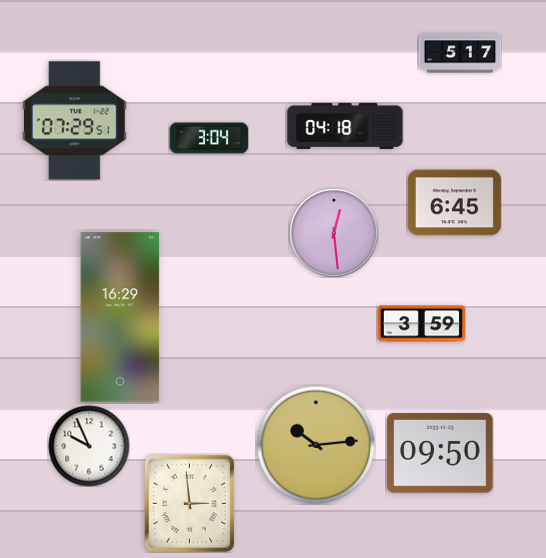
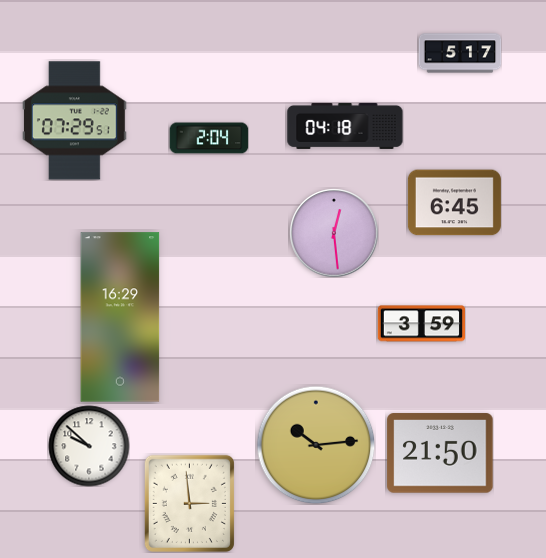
clock at (209, 138): 3:04 -> 2:04
clock at (89, 446): 9:56 -> 9:52
clock at (440, 453): 09:50 -> 21:50
